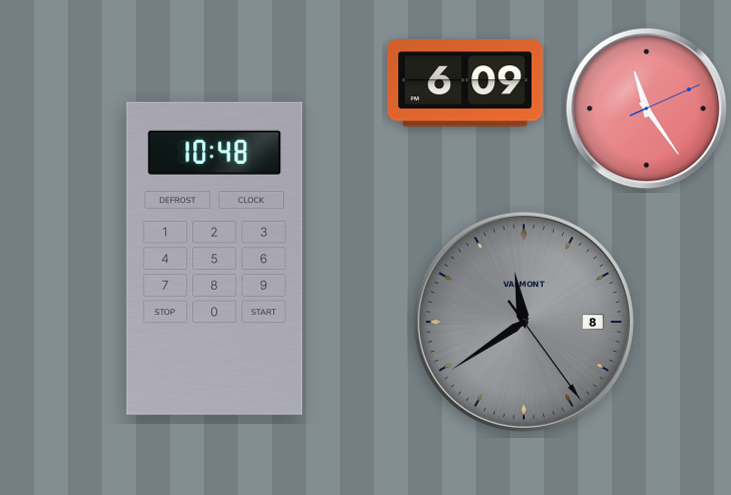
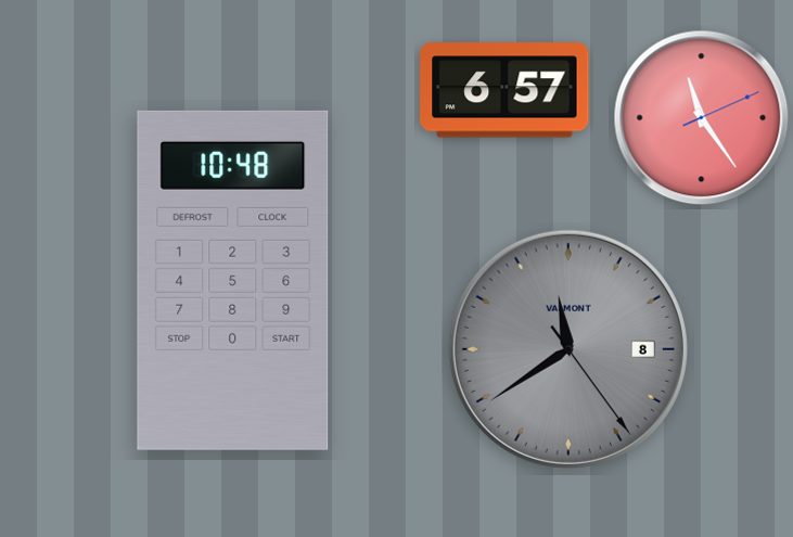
clock at (465, 83): 6:09 -> 6:57
